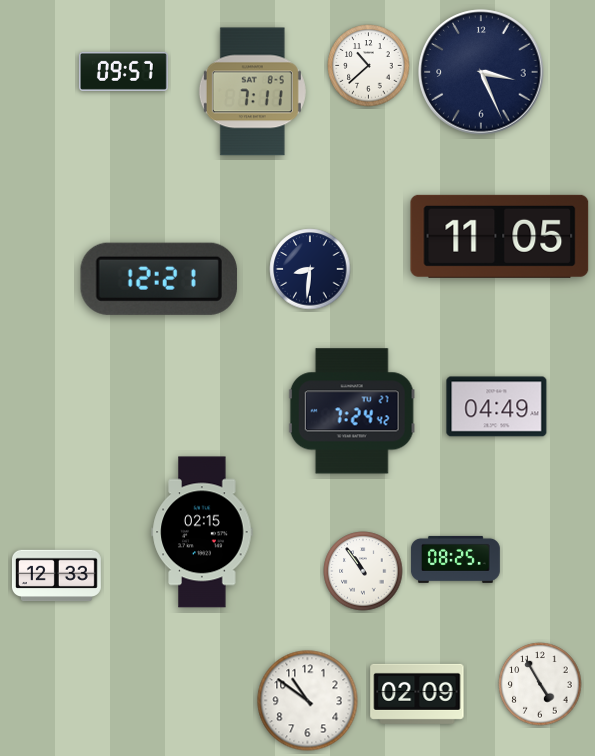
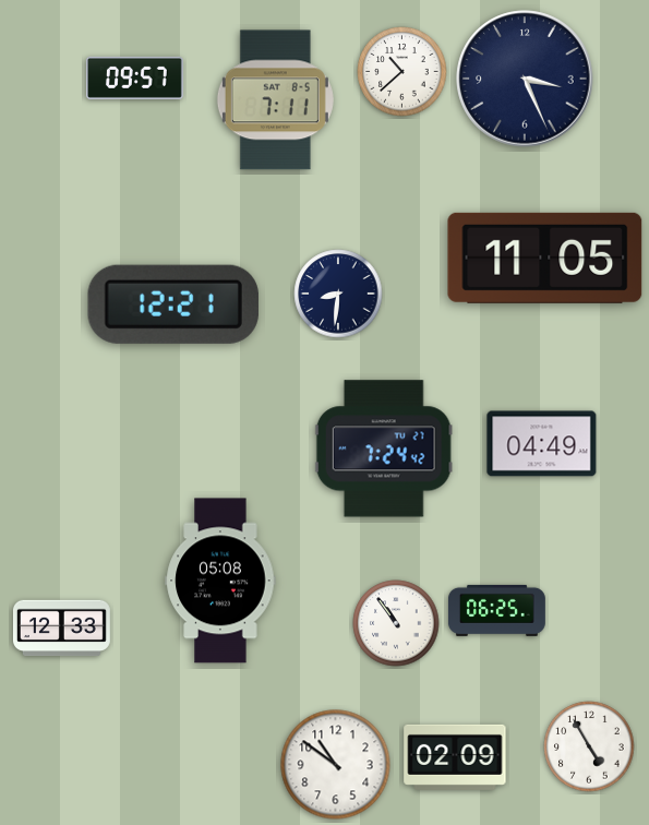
clock at (202, 532): 02:15 -> 05:08
clock at (455, 559): 08:25 -> 06:25
